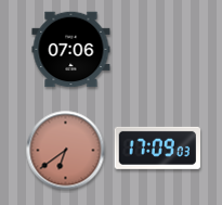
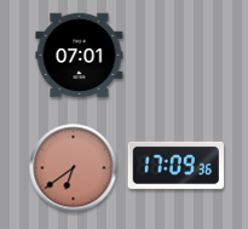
clock at (71, 50): 07:06 -> 07:01
clock at (157, 148): 17:09:03 -> 17:09:36
